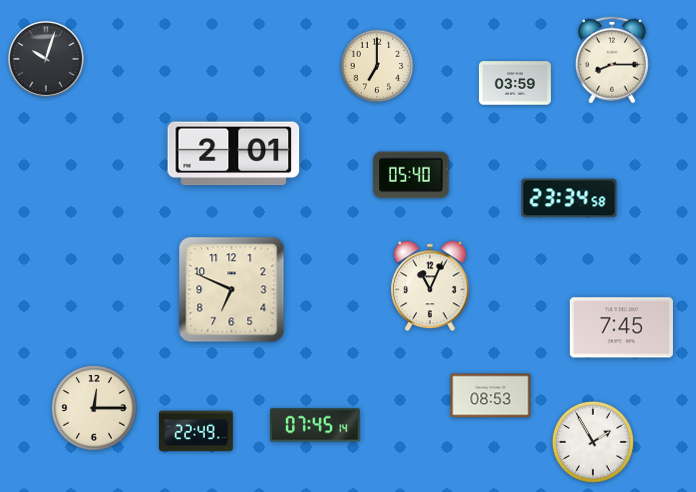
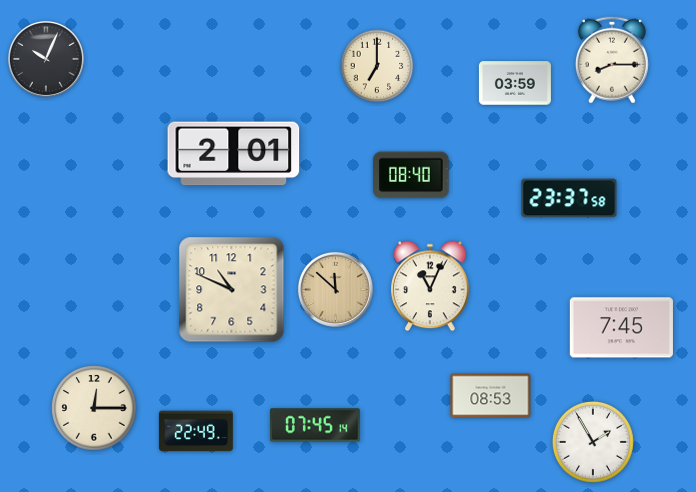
clock at (46, 59): 10:03 -> 10:04
clock at (411, 175): 05:40 -> 08:40
clock at (569, 198): 23:34 -> 23:37
clock at (335, 289): none -> 11:52
clock at (232, 290): 6:49 -> 10:49
